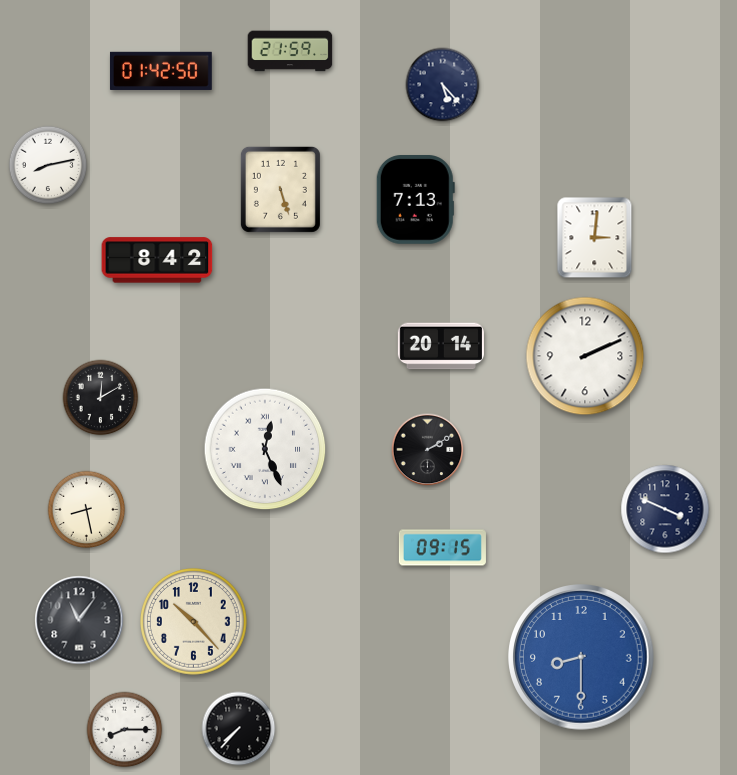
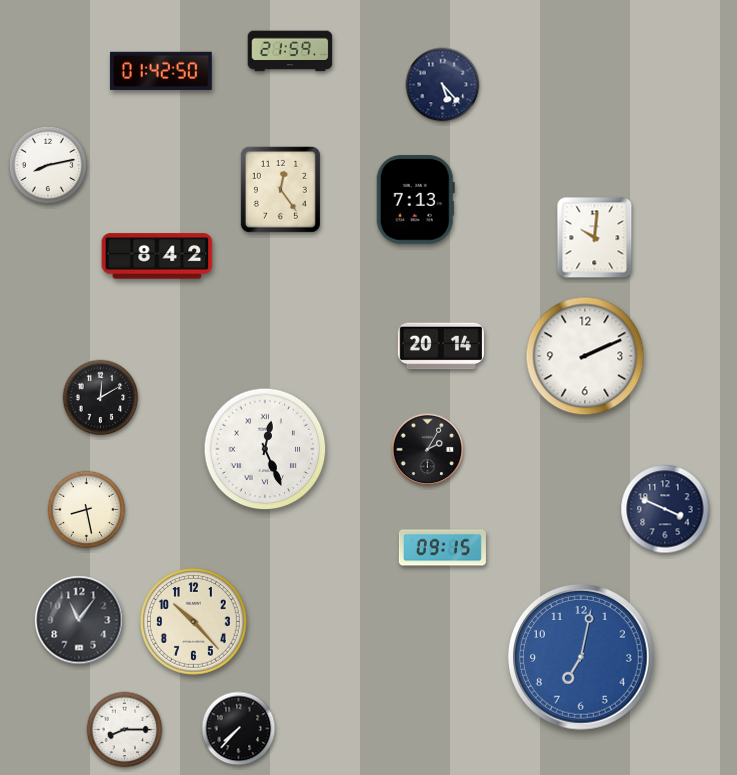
clock at (280, 189): 5:27 -> 12:24
clock at (595, 238): 3:01 -> 10:01
clock at (157, 260) position: (157, 260) -> (157, 256)
clock at (428, 450): 2:10 -> 2:05
clock at (582, 658): 8:30 -> 7:02
